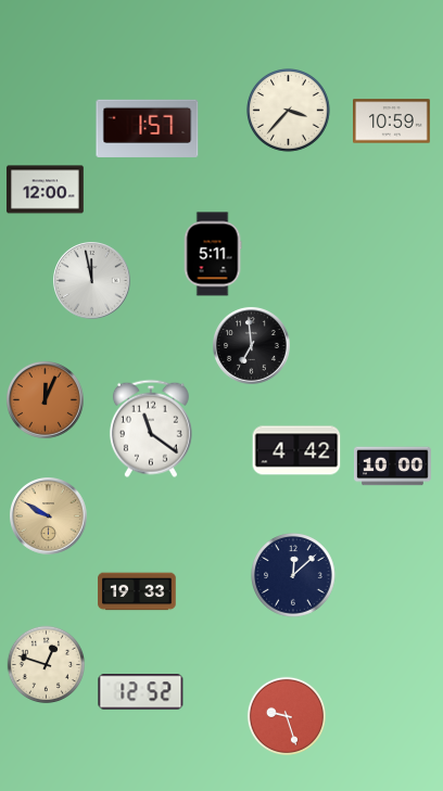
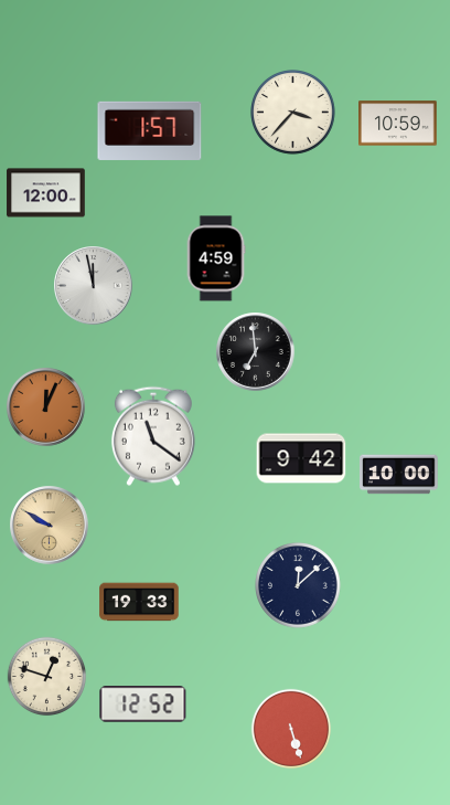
clock at (213, 254): 5:11 -> 4:59
clock at (296, 450): 4:42 -> 9:42
clock at (286, 715): 9:27 -> 5:27
